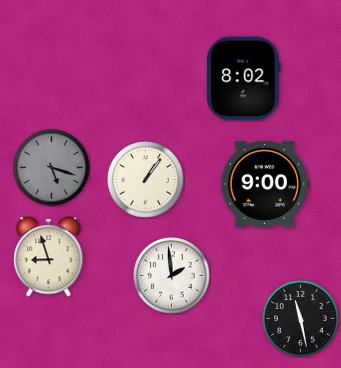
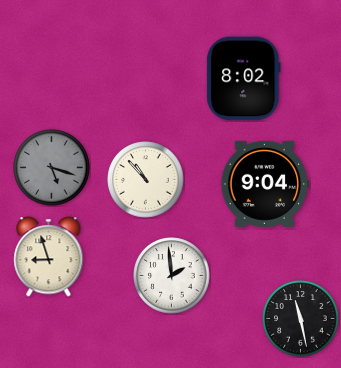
clock at (146, 180): 1:06 -> 10:53
clock at (265, 184): 9:00 -> 9:04
